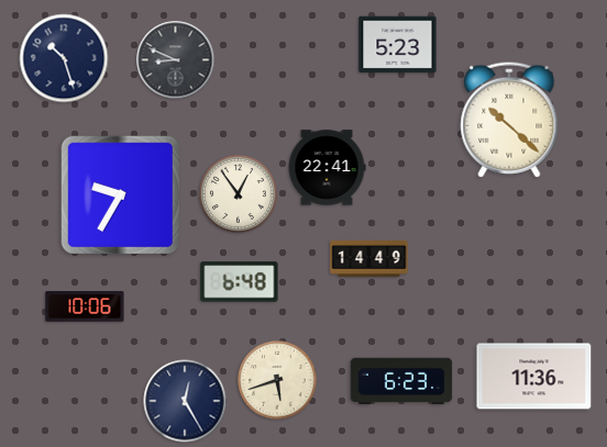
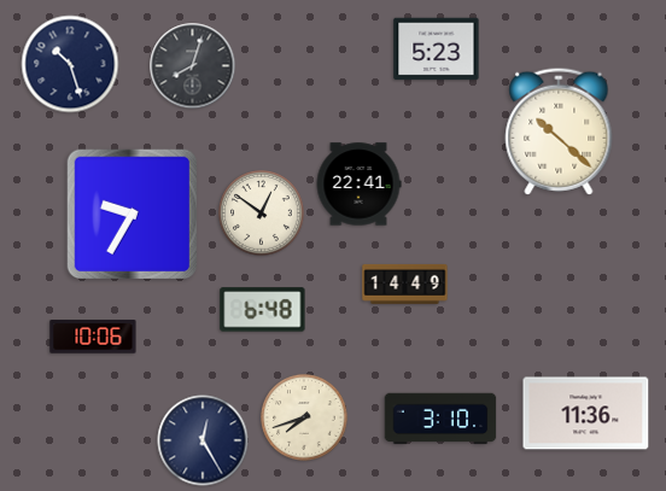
clock at (176, 60): 8:49 -> 8:03
clock at (239, 194): 12:54 -> 12:51
clock at (277, 380): 5:42 -> 7:42
clock at (401, 381): 6:23 -> 3:10
